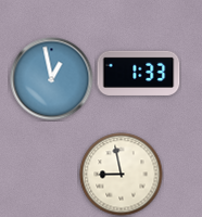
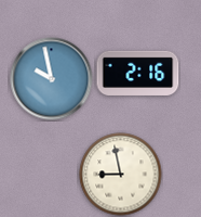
clock at (139, 73): 1:33 -> 2:16
clock at (52, 79): 12:58 -> 9:58
